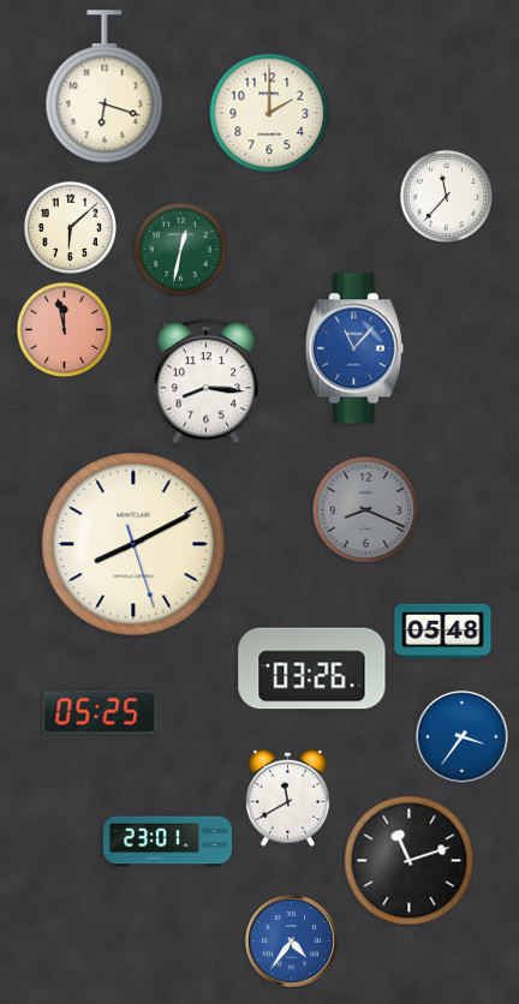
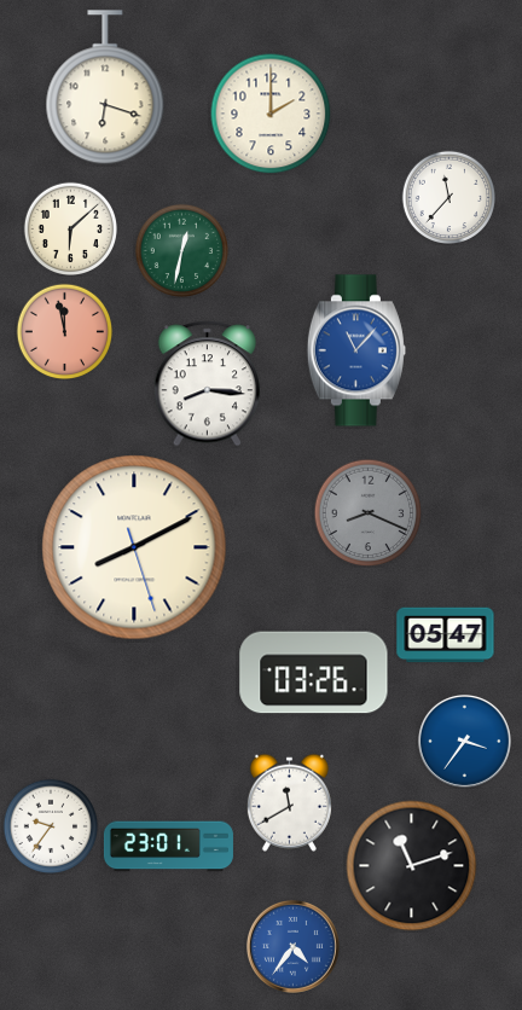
clock at (443, 632): 05:48 -> 05:47
clock at (100, 711): 05:25 -> none
clock at (51, 826): none -> 9:36
